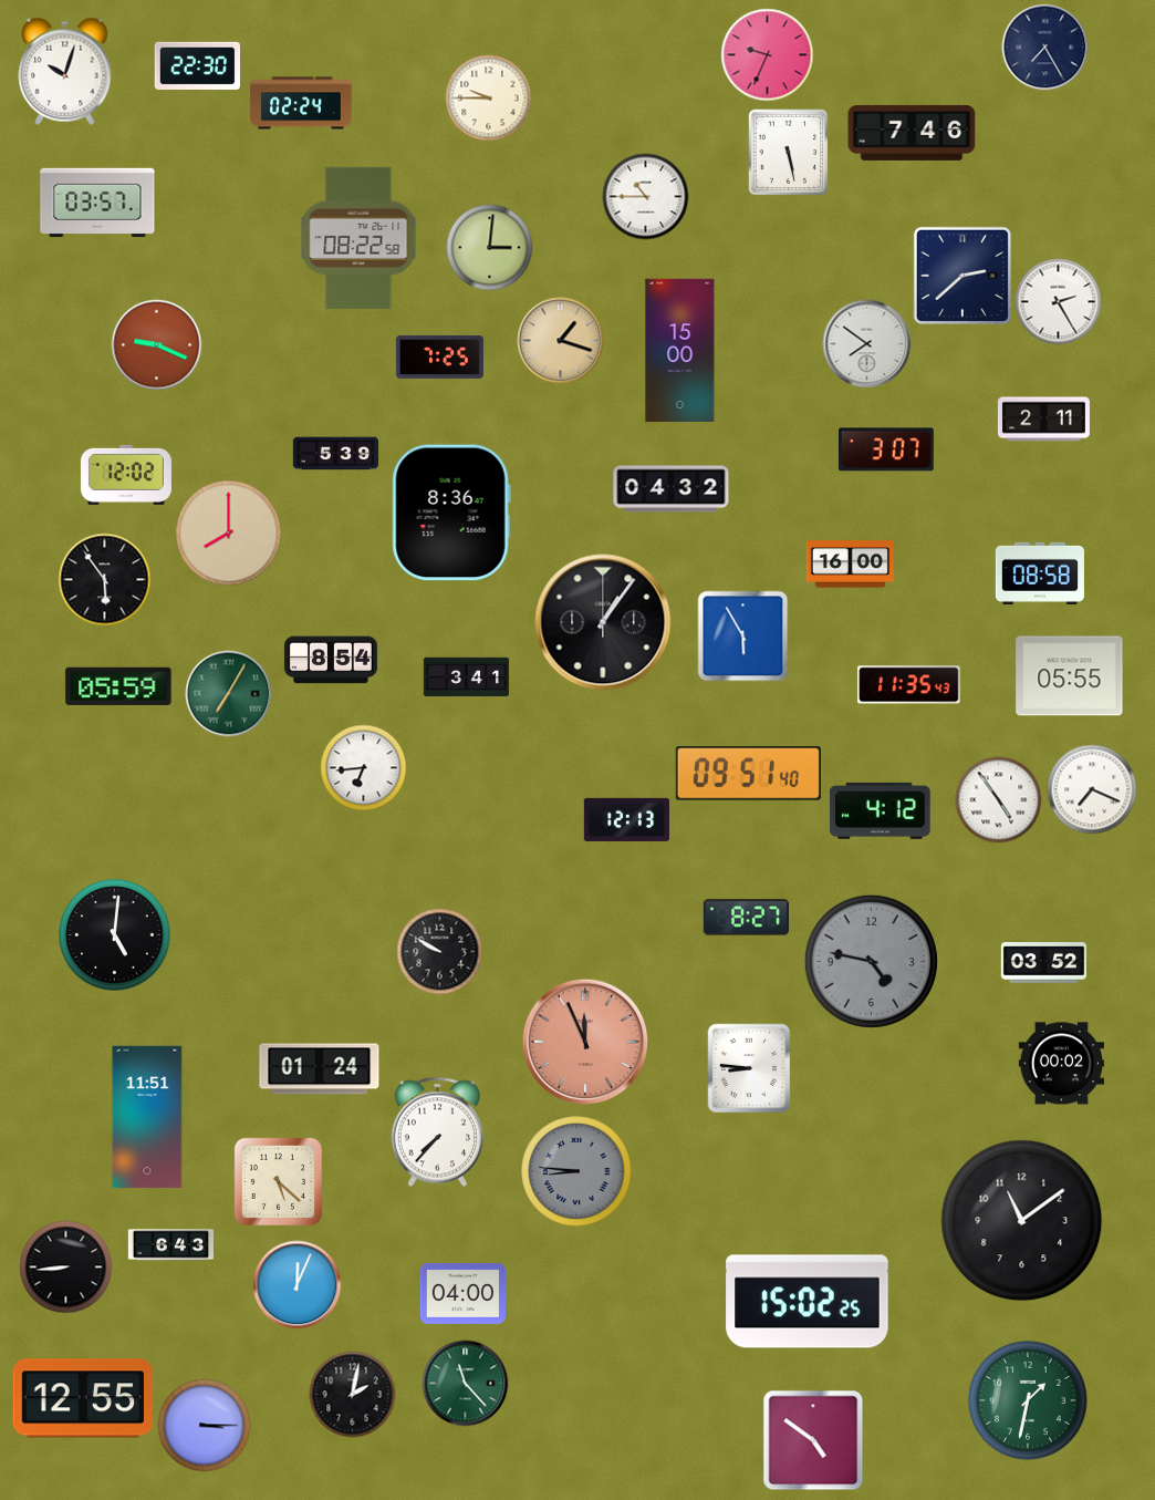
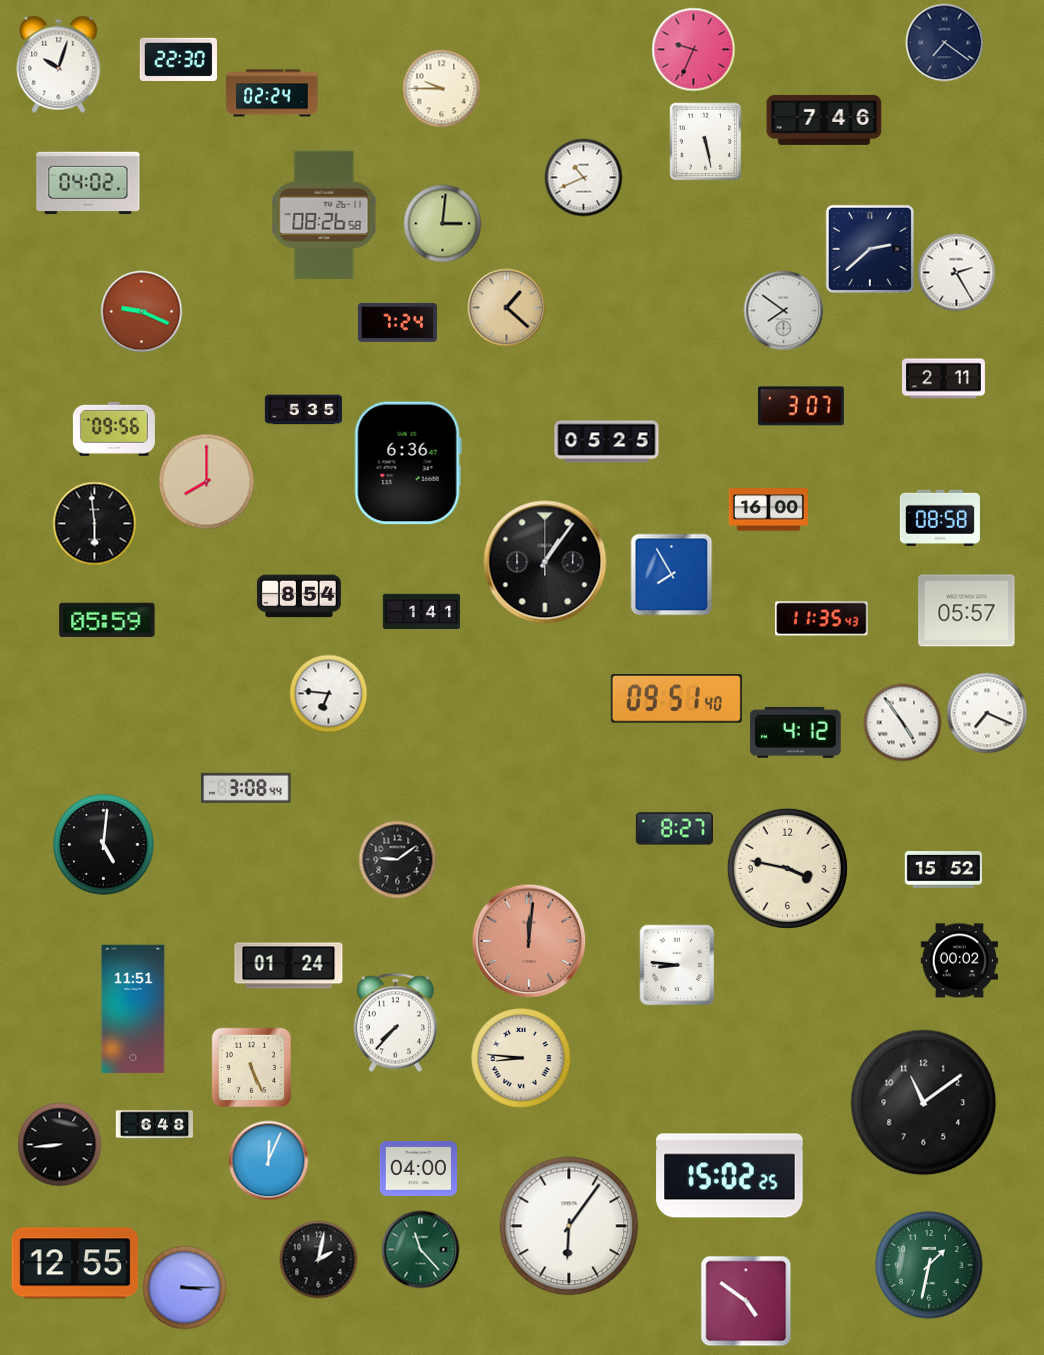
clock at (1044, 46): 7:25 -> 7:21
clock at (789, 152) position: (789, 152) -> (706, 141)
clock at (645, 196): 10:45 -> 10:41
clock at (97, 203): 03:57 -> 04:02
clock at (358, 238): 08:22 -> 08:26
clock at (560, 340): 1:18 -> 1:22
clock at (680, 351): 15:00 -> none
clock at (439, 356): 7:25 -> 7:24
clock at (335, 454): 5:39 -> 5:35
clock at (126, 475): 12:02 -> 09:56
clock at (672, 489): 04:32 -> 05:25
clock at (451, 513): 8:36 -> 6:36
clock at (104, 579): 5:54 -> 5:59
clock at (742, 635): 5:55 -> 7:55
clock at (1070, 676): 05:55 -> 05:57
clock at (466, 677): 3:41 -> 1:41
clock at (228, 693): 7:05 -> none
clock at (363, 767): 6:44 -> 6:46
clock at (626, 819): 12:13 -> none
clock at (246, 788): none -> 3:08
clock at (439, 951): 9:50 -> 9:09
clock at (871, 961): 4:47 -> 3:47
clock at (871, 961) dial: grey -> cream
clock at (1043, 963): 03:52 -> 15:52
clock at (585, 1042): 11:56 -> 12:01
clock at (576, 1171) dial: grey -> cream
clock at (278, 1181): 5:22 -> 5:26
clock at (170, 1245): 6:43 -> 6:48
clock at (569, 1226): none -> 6:06
clock at (813, 1440) position: (813, 1440) -> (746, 1301)
